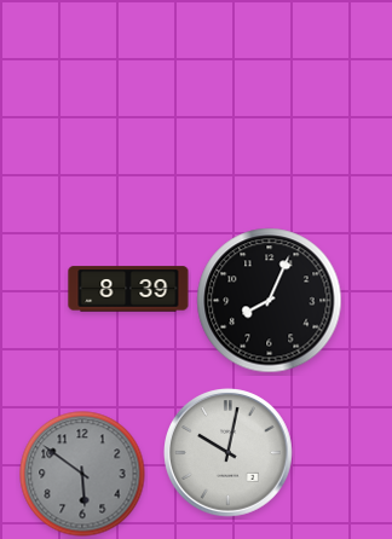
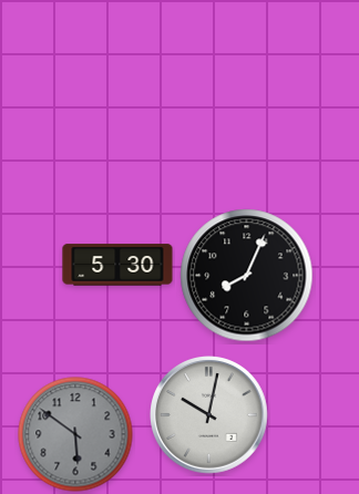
clock at (128, 289): 8:39 -> 5:30
